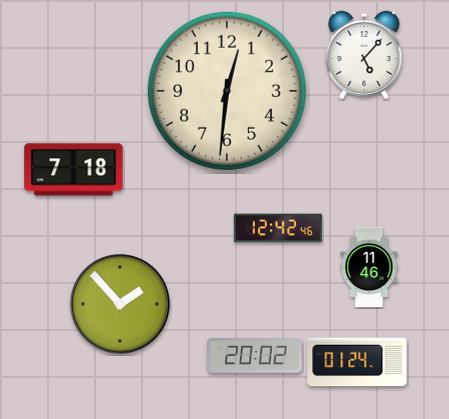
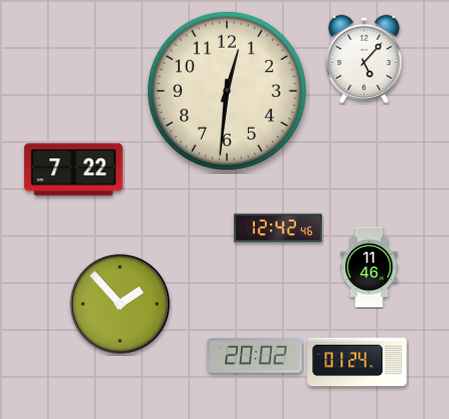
clock at (364, 54) position: (364, 54) -> (364, 58)
clock at (74, 170): 7:18 -> 7:22
